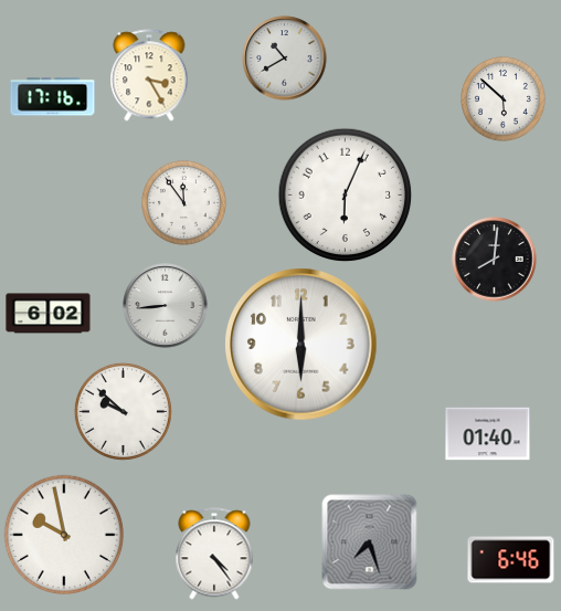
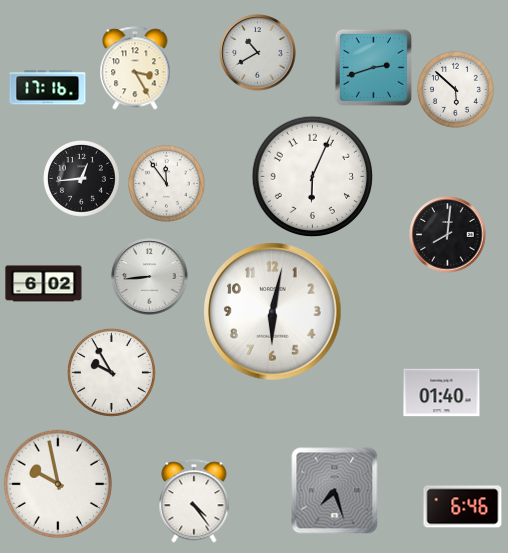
clock at (373, 67): none -> 2:42
clock at (82, 179): none -> 12:44
clock at (301, 345): 6:00 -> 6:02
clock at (123, 411): 9:52 -> 9:55
